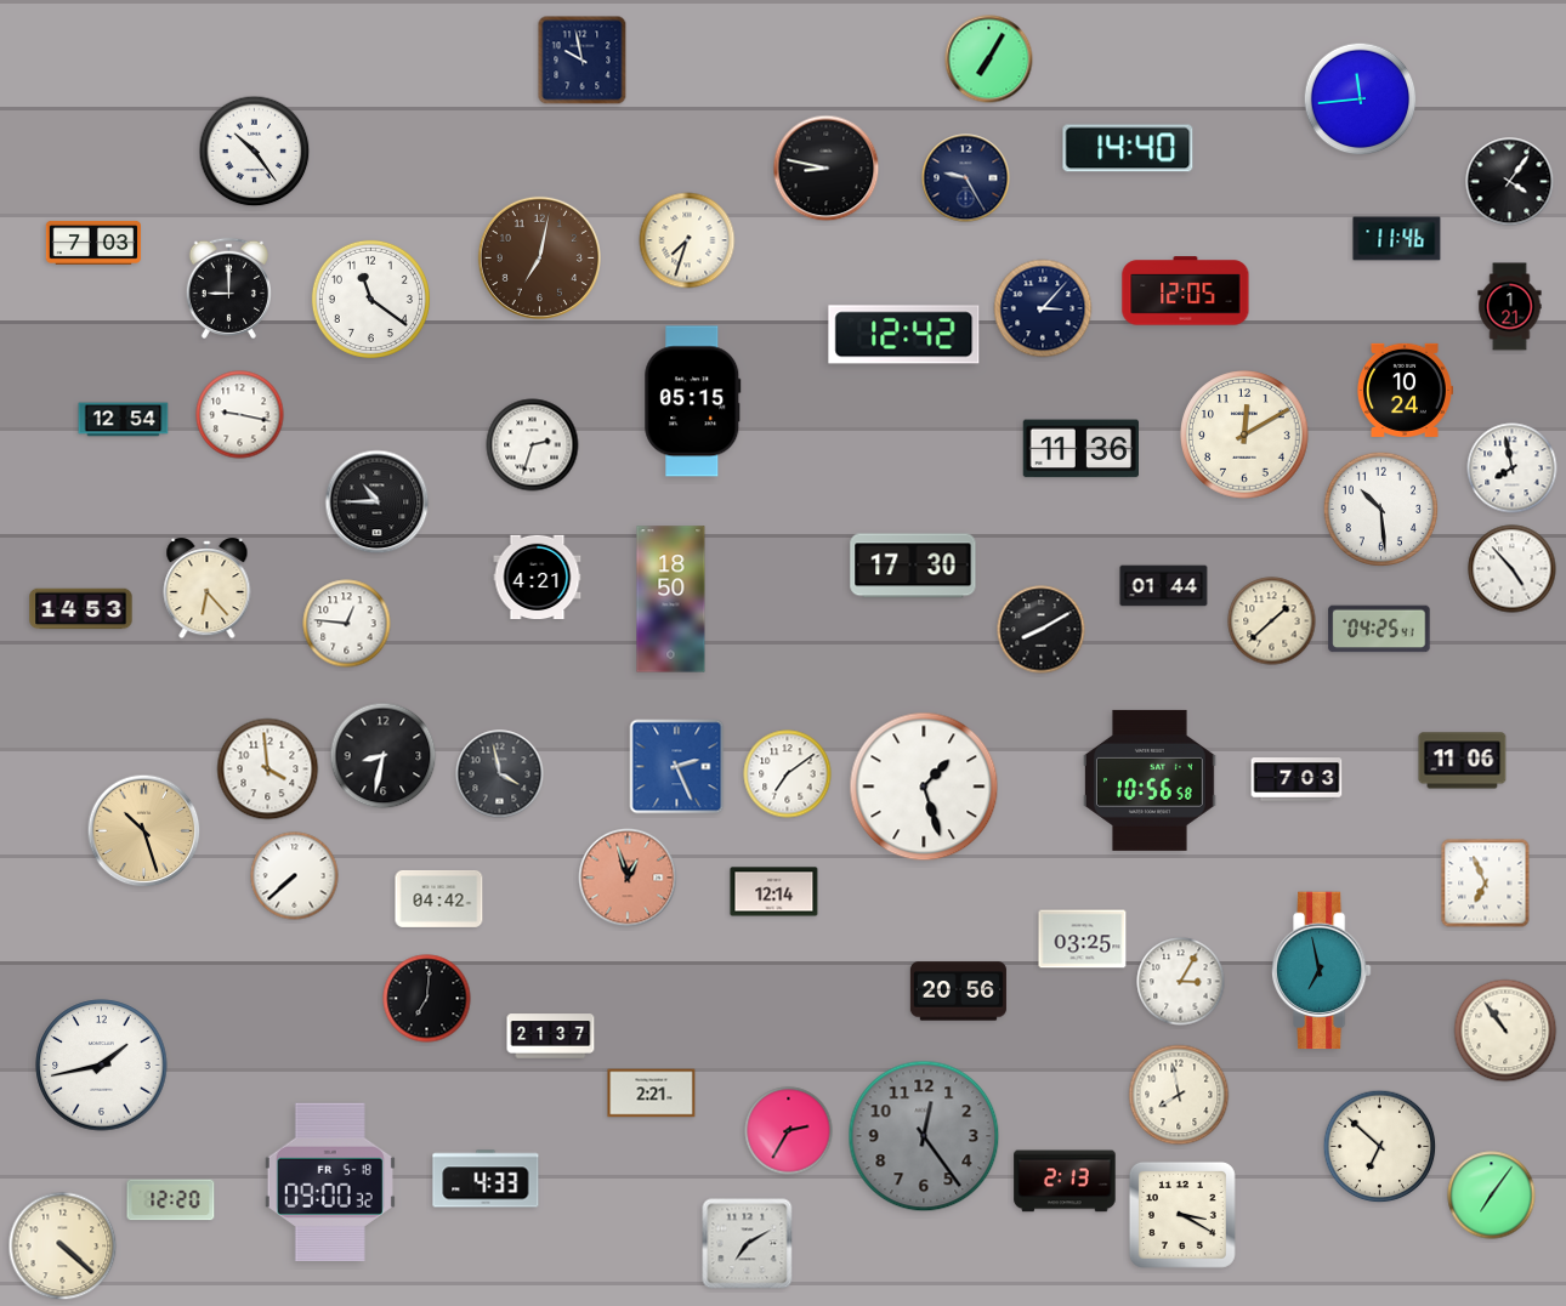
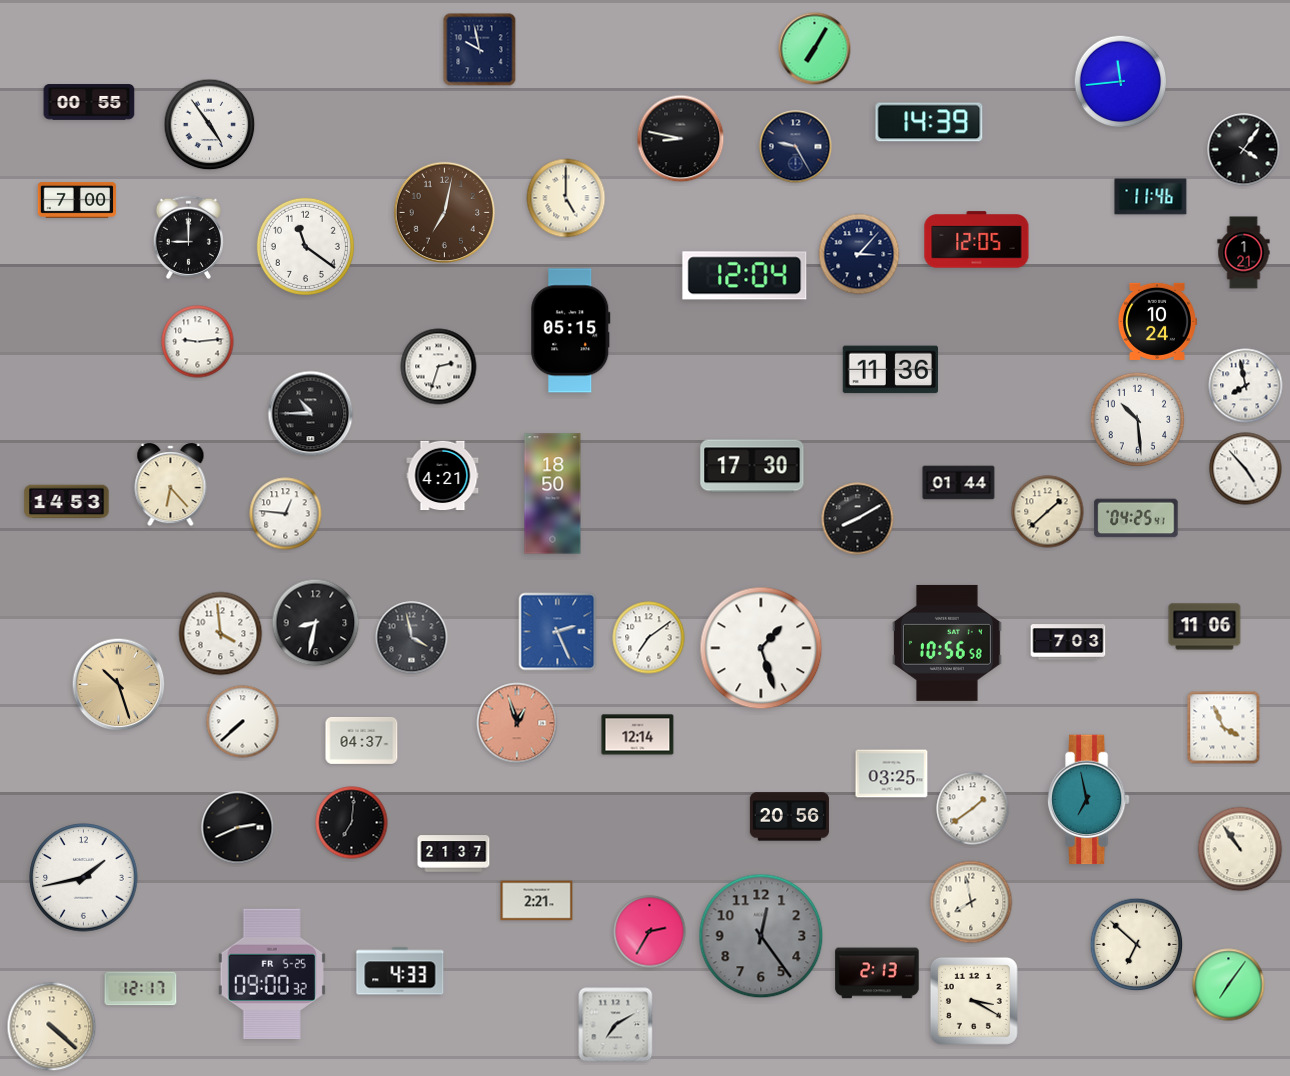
clock at (89, 102): none -> 00:55
clock at (1128, 148): 14:40 -> 14:39
clock at (255, 152): 10:24 -> 4:54
clock at (687, 240): 7:33 -> 5:00
clock at (92, 244): 7:03 -> 7:00
clock at (904, 335): 12:42 -> 12:04
clock at (240, 415): 9:17 -> 9:14
clock at (124, 420): 12:54 -> none
clock at (1244, 435): 12:10 -> none
clock at (1486, 884): 6:56 -> 3:56
clock at (439, 898): 04:42 -> 04:37
clock at (1181, 982): 3:05 -> 1:39
clock at (238, 828): none -> 2:41
clock at (330, 1182) date: FR 5-18 -> FR 5-25
clock at (171, 1200): 12:20 -> 12:17
